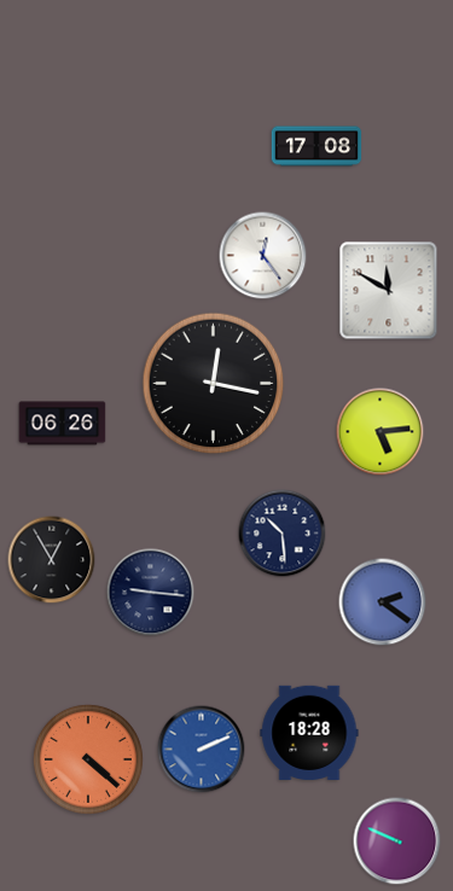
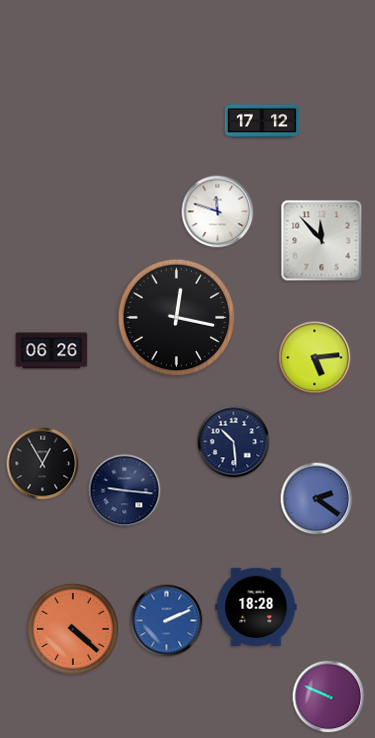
clock at (316, 146): 17:08 -> 17:12
clock at (263, 256): 12:24 -> 11:48
clock at (389, 291): 11:50 -> 11:53
